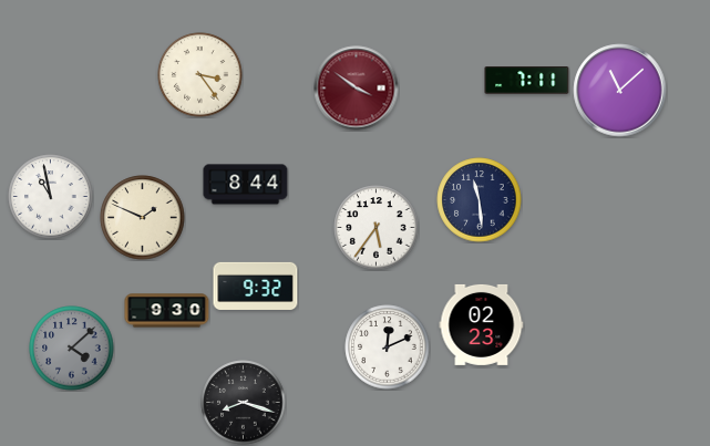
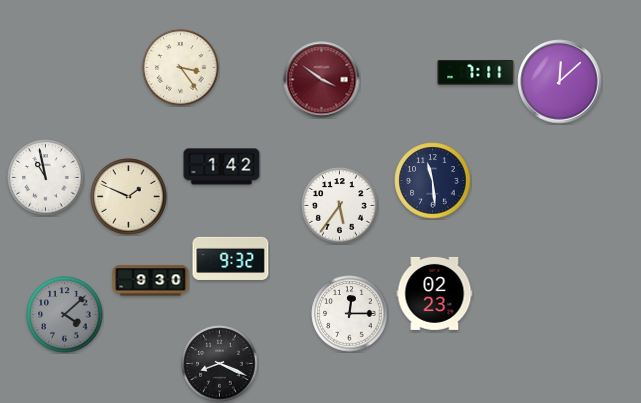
clock at (620, 91): 11:08 -> 12:08
clock at (246, 185): 8:44 -> 1:42
clock at (388, 348): 12:11 -> 12:15
clock at (244, 403): 8:18 -> 8:19
